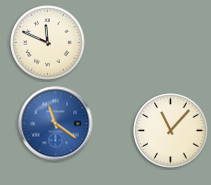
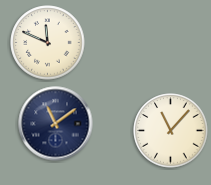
clock at (56, 124): 11:21 -> 11:09
clock at (56, 124) dial: blue -> navy
